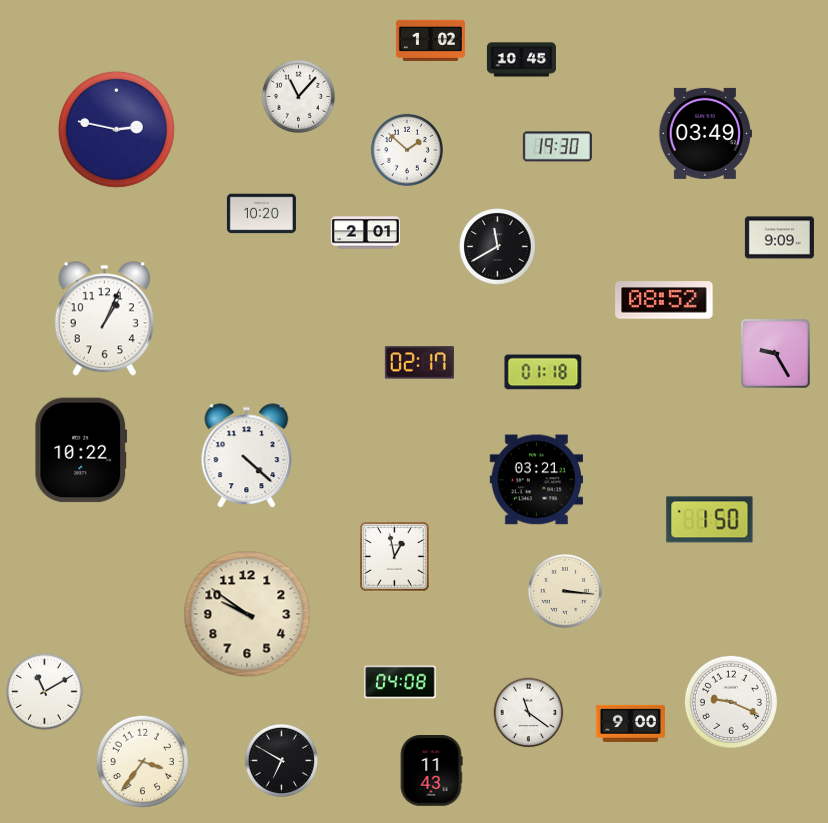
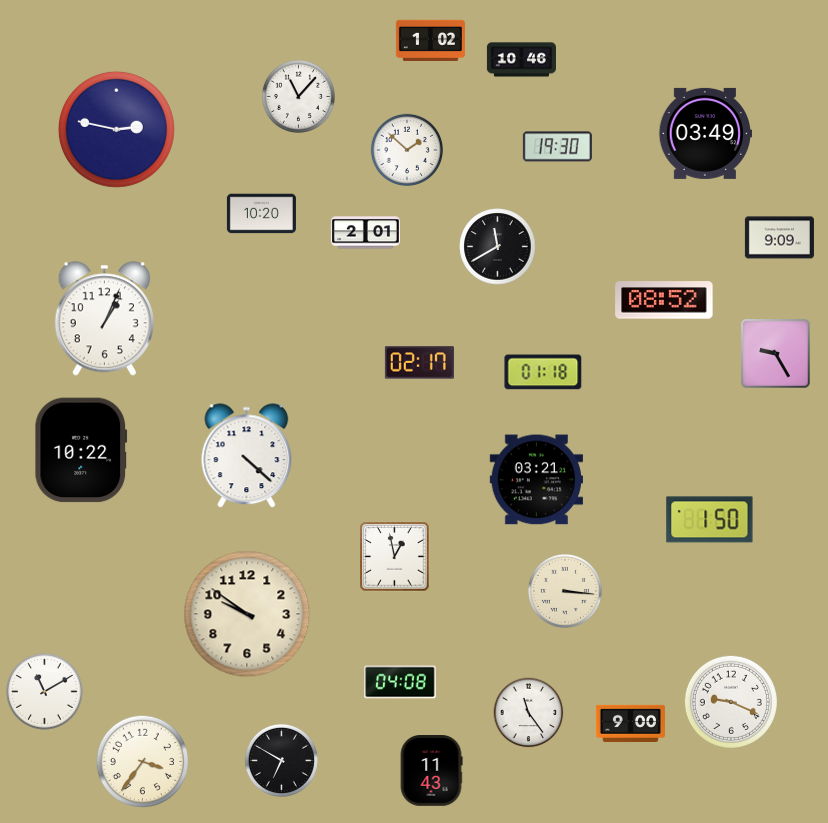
clock at (521, 60): 10:45 -> 10:46
clock at (529, 713): 11:21 -> 11:24
